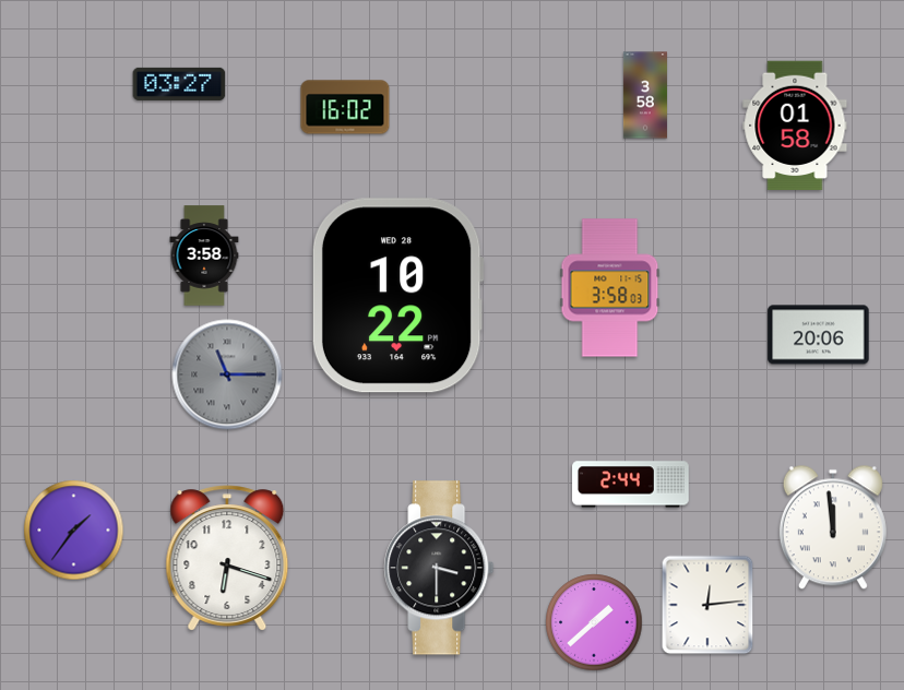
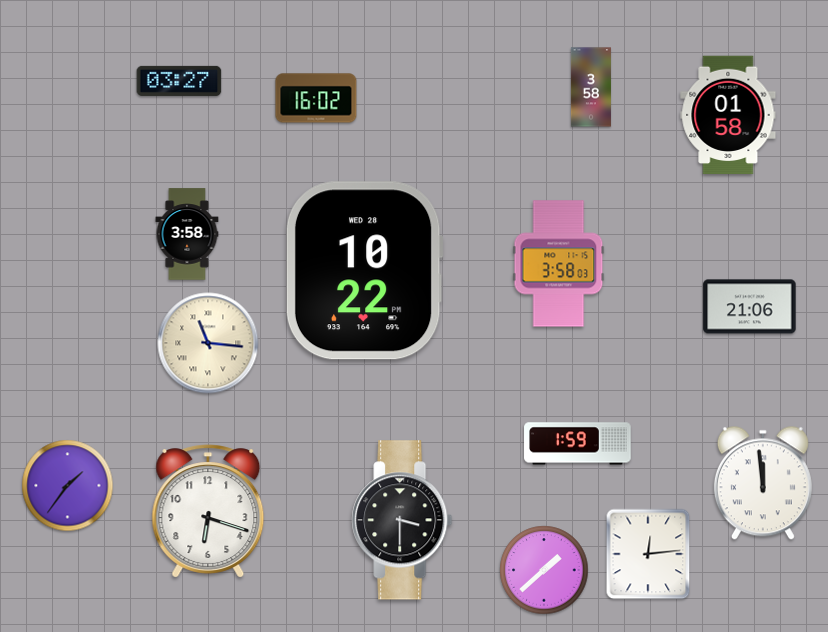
clock at (179, 84) position: (179, 84) -> (179, 81)
clock at (819, 335): 20:06 -> 21:06
clock at (227, 374): 11:15 -> 11:16
clock at (227, 374) dial: grey -> cream
clock at (631, 485): 2:44 -> 1:59
